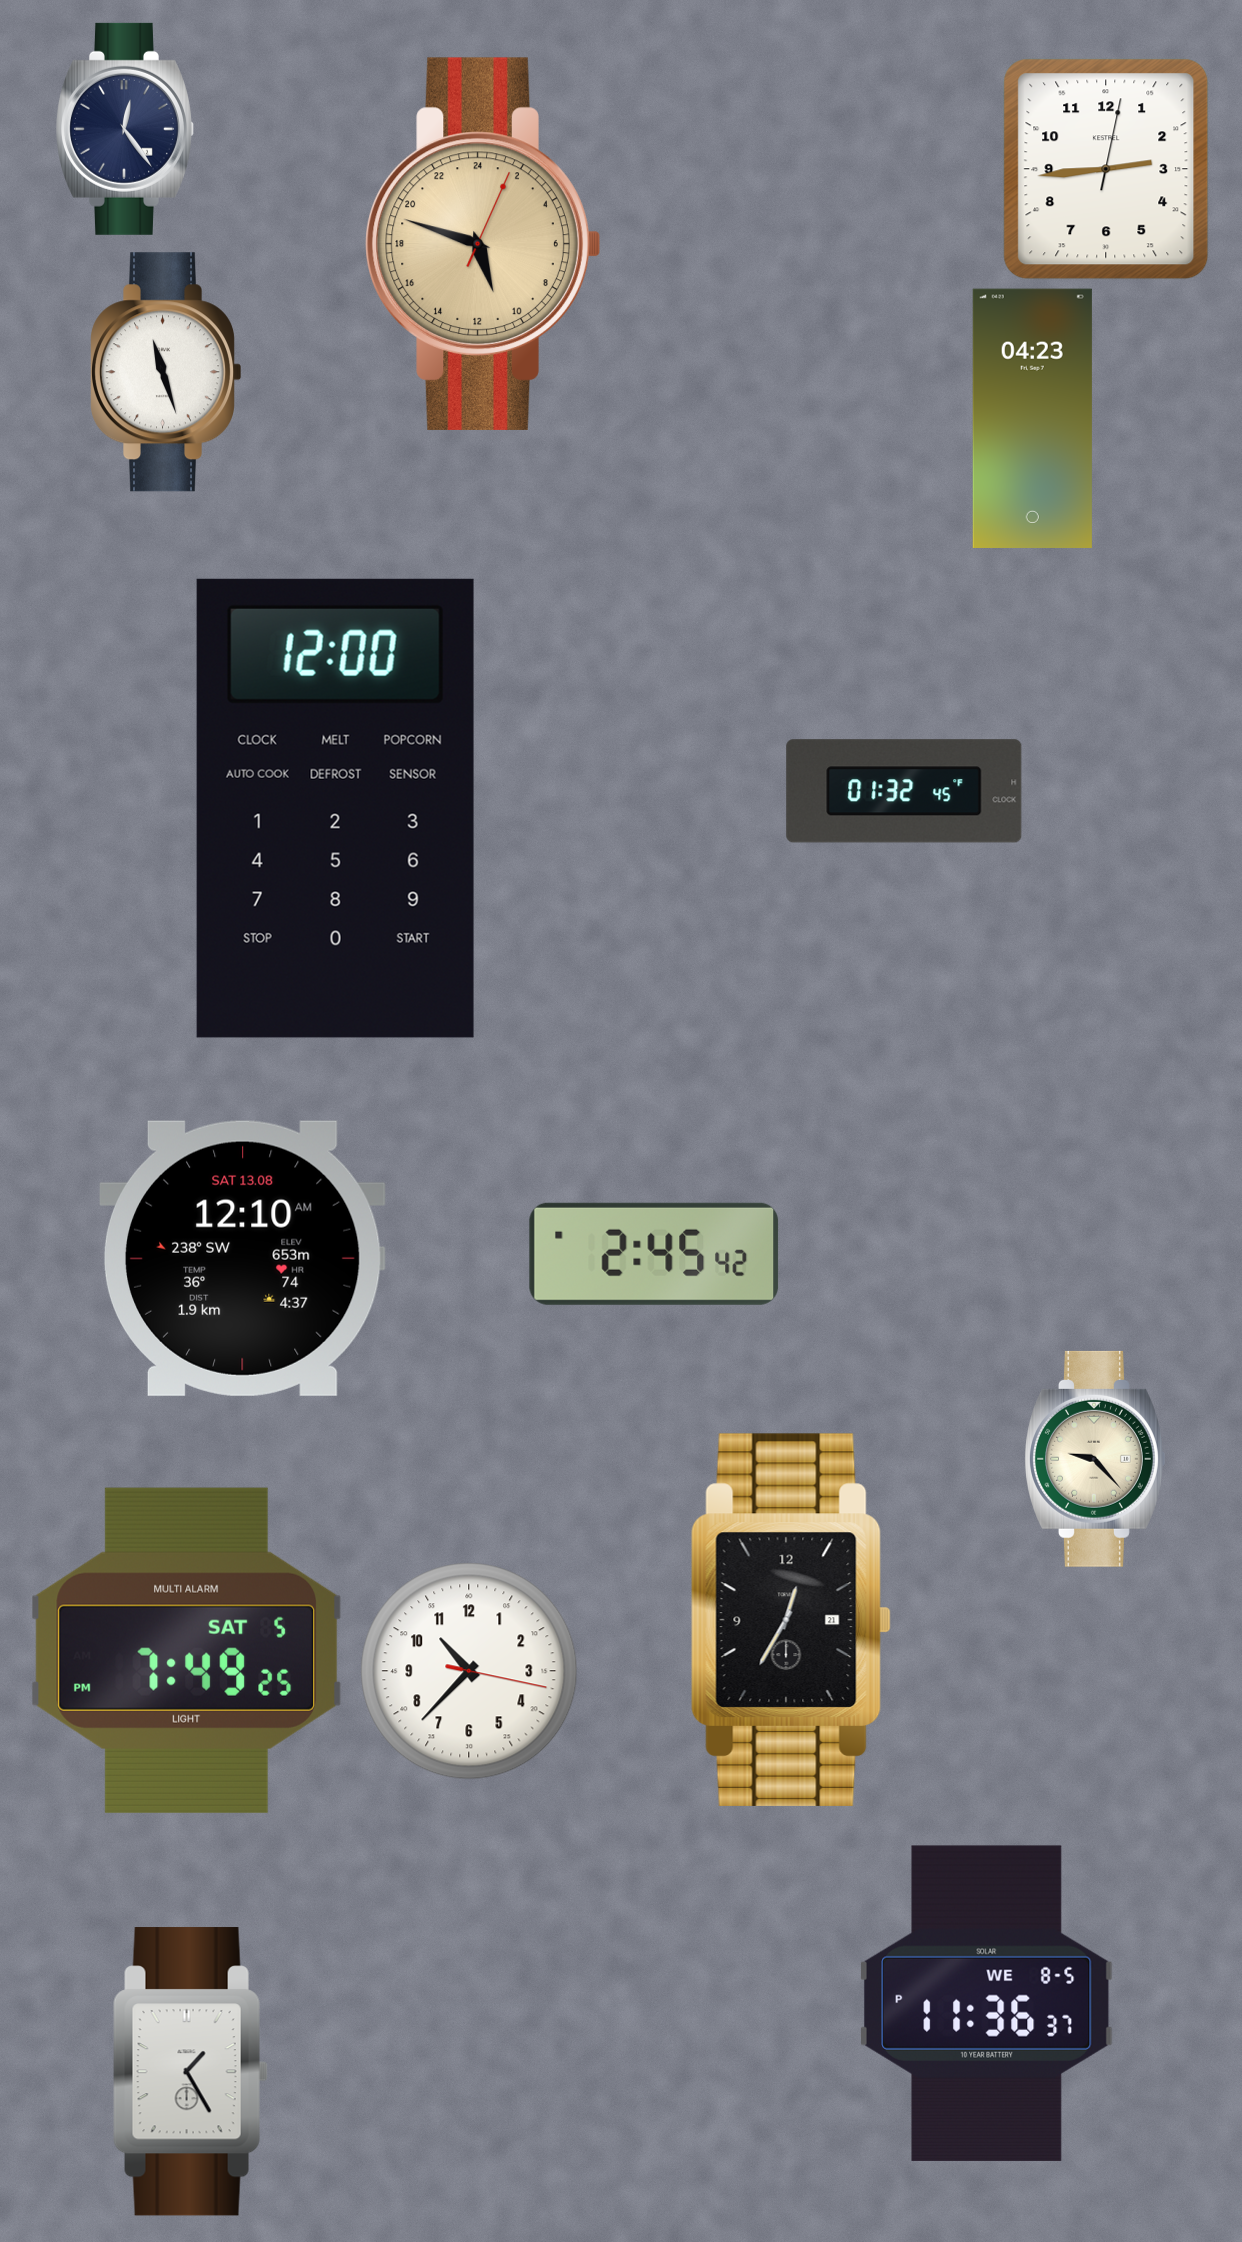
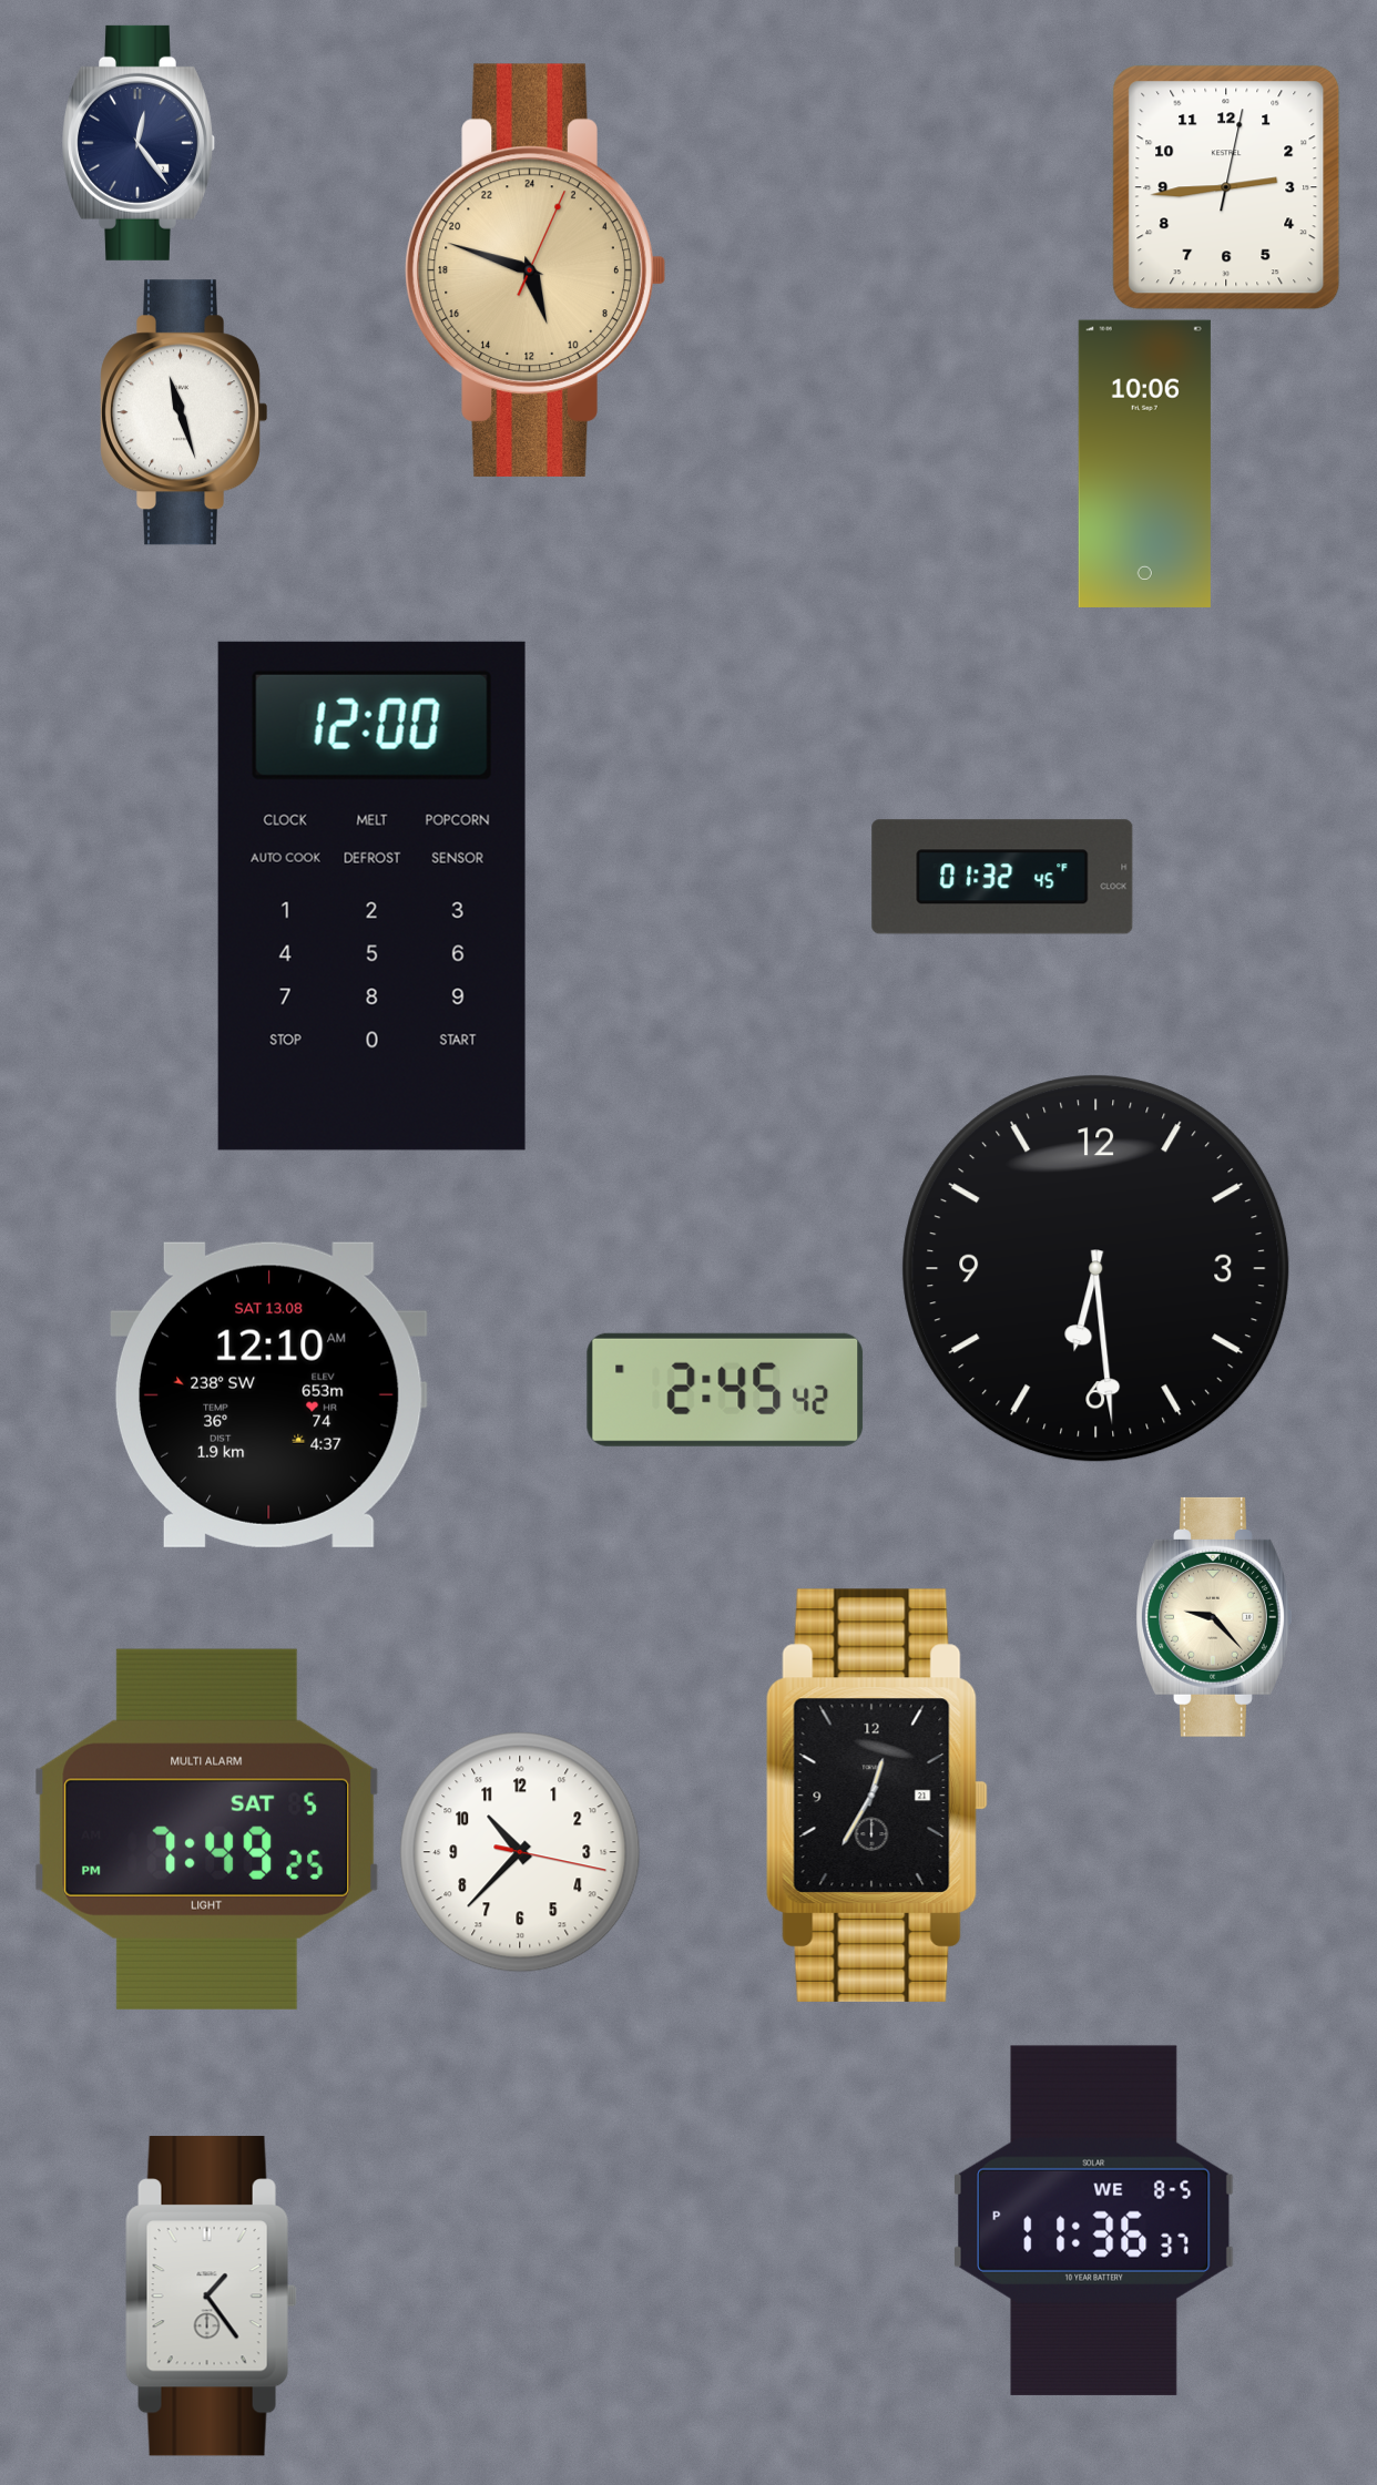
clock at (1032, 418): 04:23 -> 10:06
clock at (1096, 1269): none -> 6:29
clock at (190, 2072): 1:25 -> 1:24
